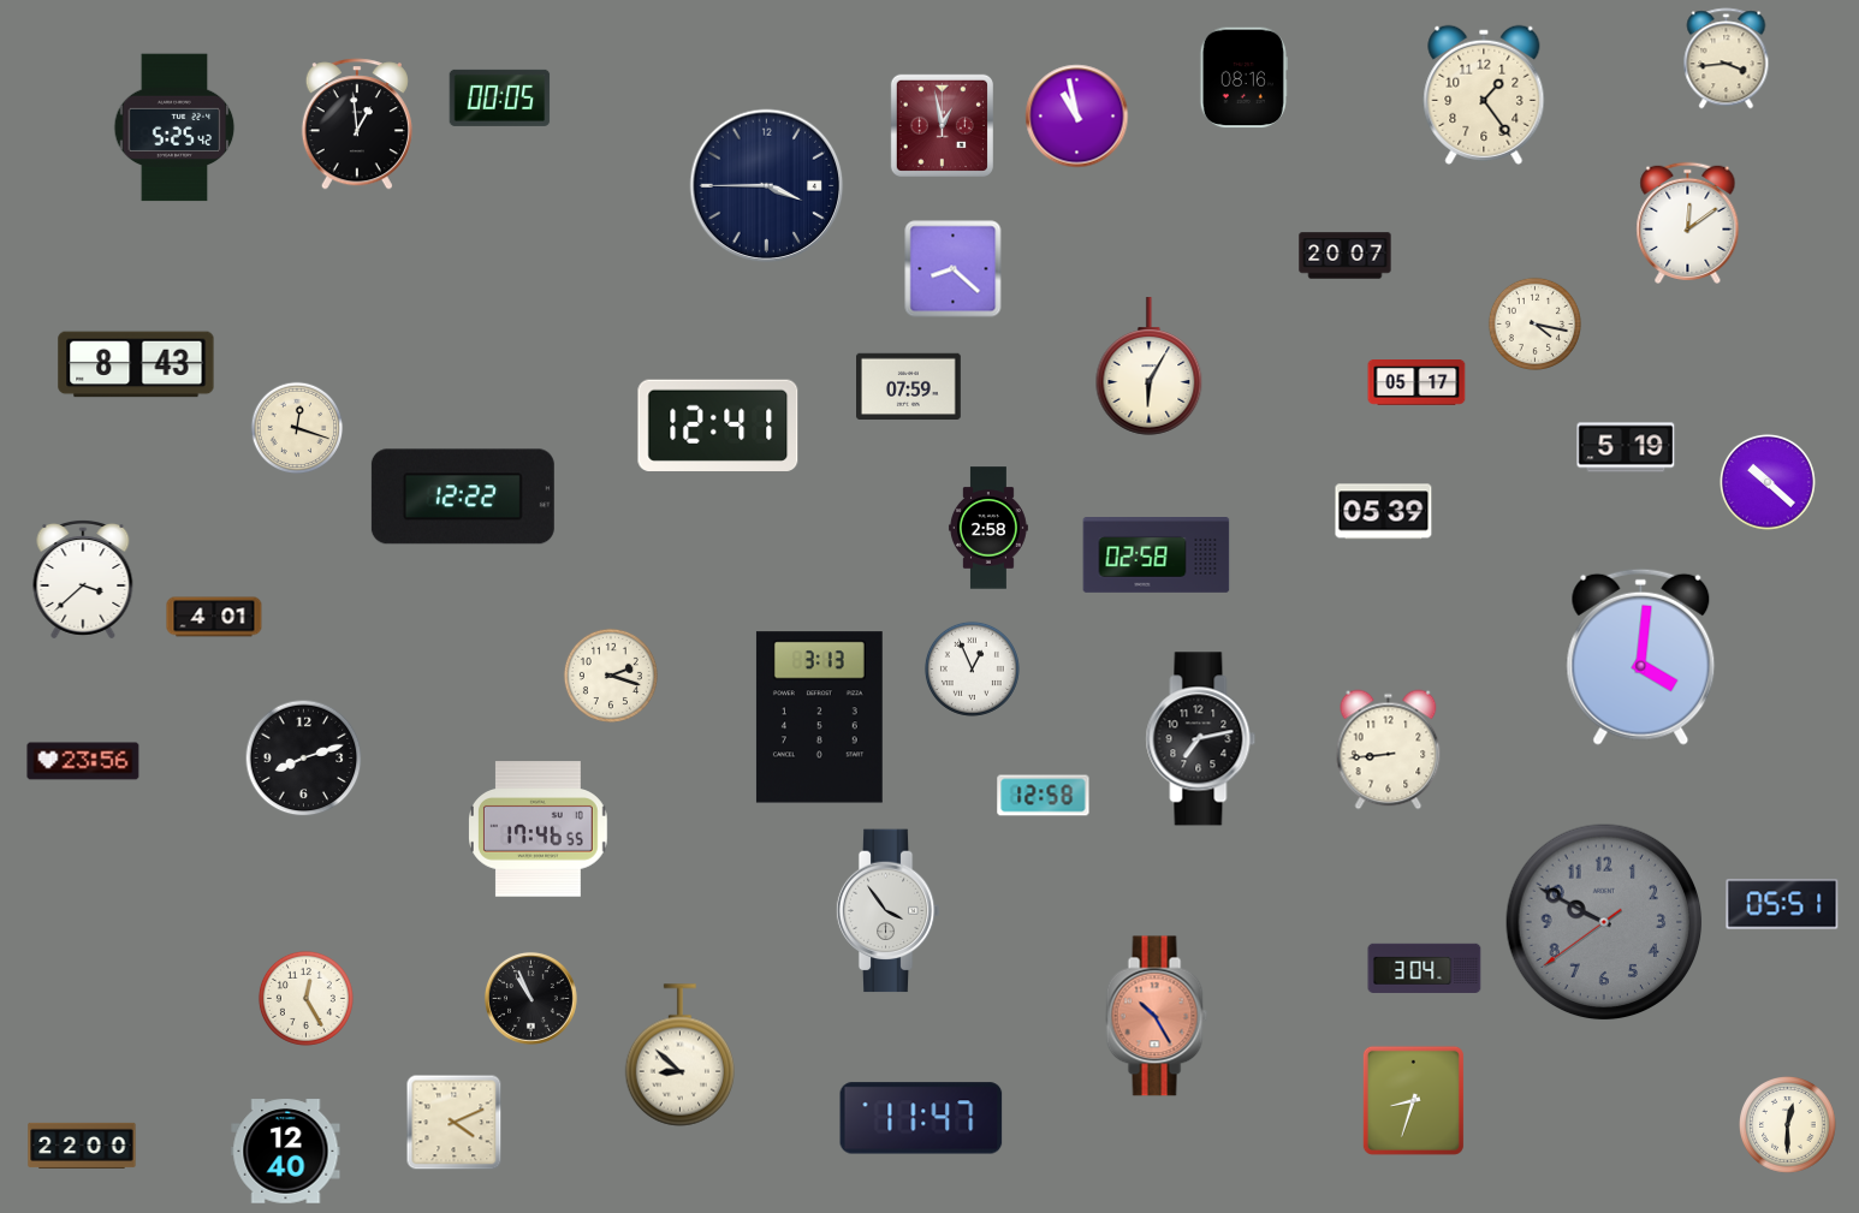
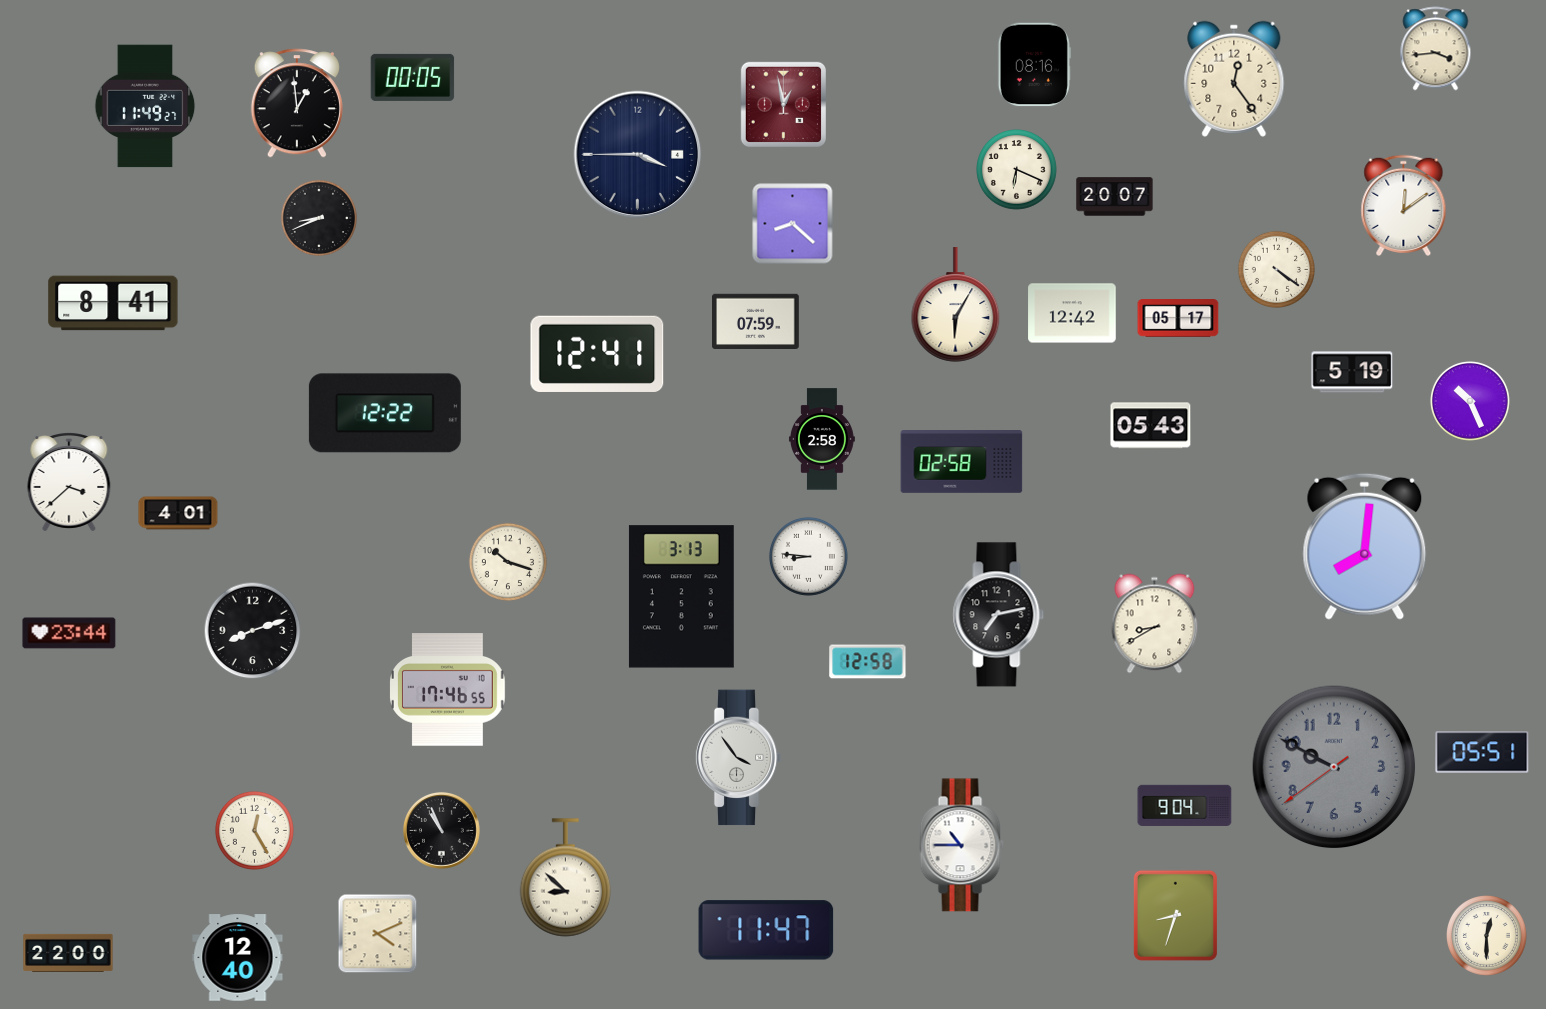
clock at (1484, 95): 1:24 -> 12:24
clock at (500, 97) position: (500, 97) -> (413, 77)
clock at (1077, 117): 10:58 -> none
clock at (174, 127): 5:25 -> 11:49
clock at (1017, 170): none -> 6:19
clock at (1688, 222) position: (1688, 222) -> (1404, 205)
clock at (1346, 256) position: (1346, 256) -> (1115, 197)
clock at (319, 218): none -> 8:41
clock at (1534, 323): 4:17 -> 4:21
clock at (136, 364): 8:43 -> 8:41
clock at (1072, 313): none -> 12:42
clock at (297, 428): 12:18 -> none
clock at (1768, 482): 10:22 -> 10:26
clock at (1384, 512): 05:39 -> 05:43
clock at (1641, 656): 4:01 -> 8:01
clock at (972, 668): 12:56 -> 8:46
clock at (611, 676): 2:18 -> 10:18
clock at (1389, 750): 8:44 -> 8:40
clock at (83, 761): 23:56 -> 23:44
clock at (1425, 968): 3:04 -> 9:04
clock at (1157, 1016): 10:25 -> 10:45
clock at (1157, 1016) dial: salmon -> white
